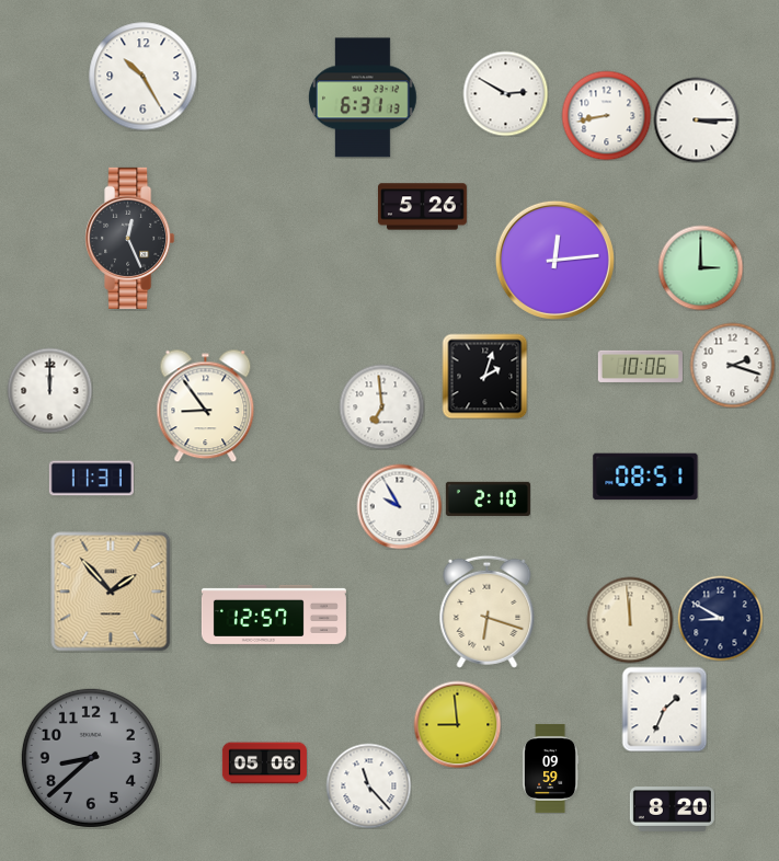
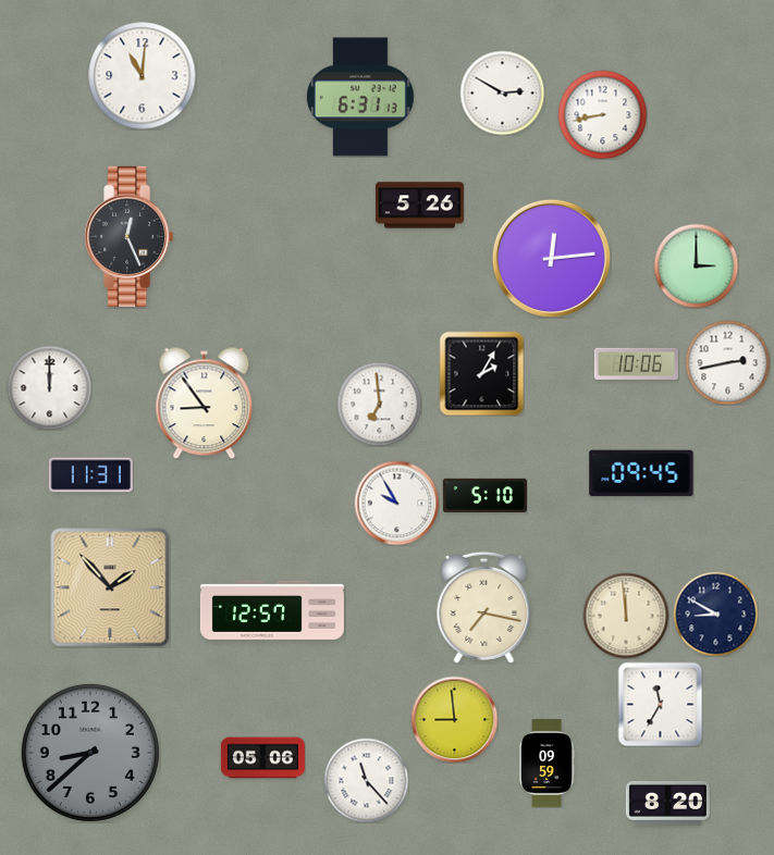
clock at (144, 77): 10:25 -> 11:01
clock at (696, 119): 3:15 -> none
clock at (732, 365): 2:18 -> 2:43
clock at (484, 376): 2:03 -> 2:05
clock at (645, 477): 08:51 -> 09:45
clock at (488, 498): 2:10 -> 5:10
clock at (488, 611): 6:18 -> 7:17
clock at (664, 709): 1:34 -> 11:35
